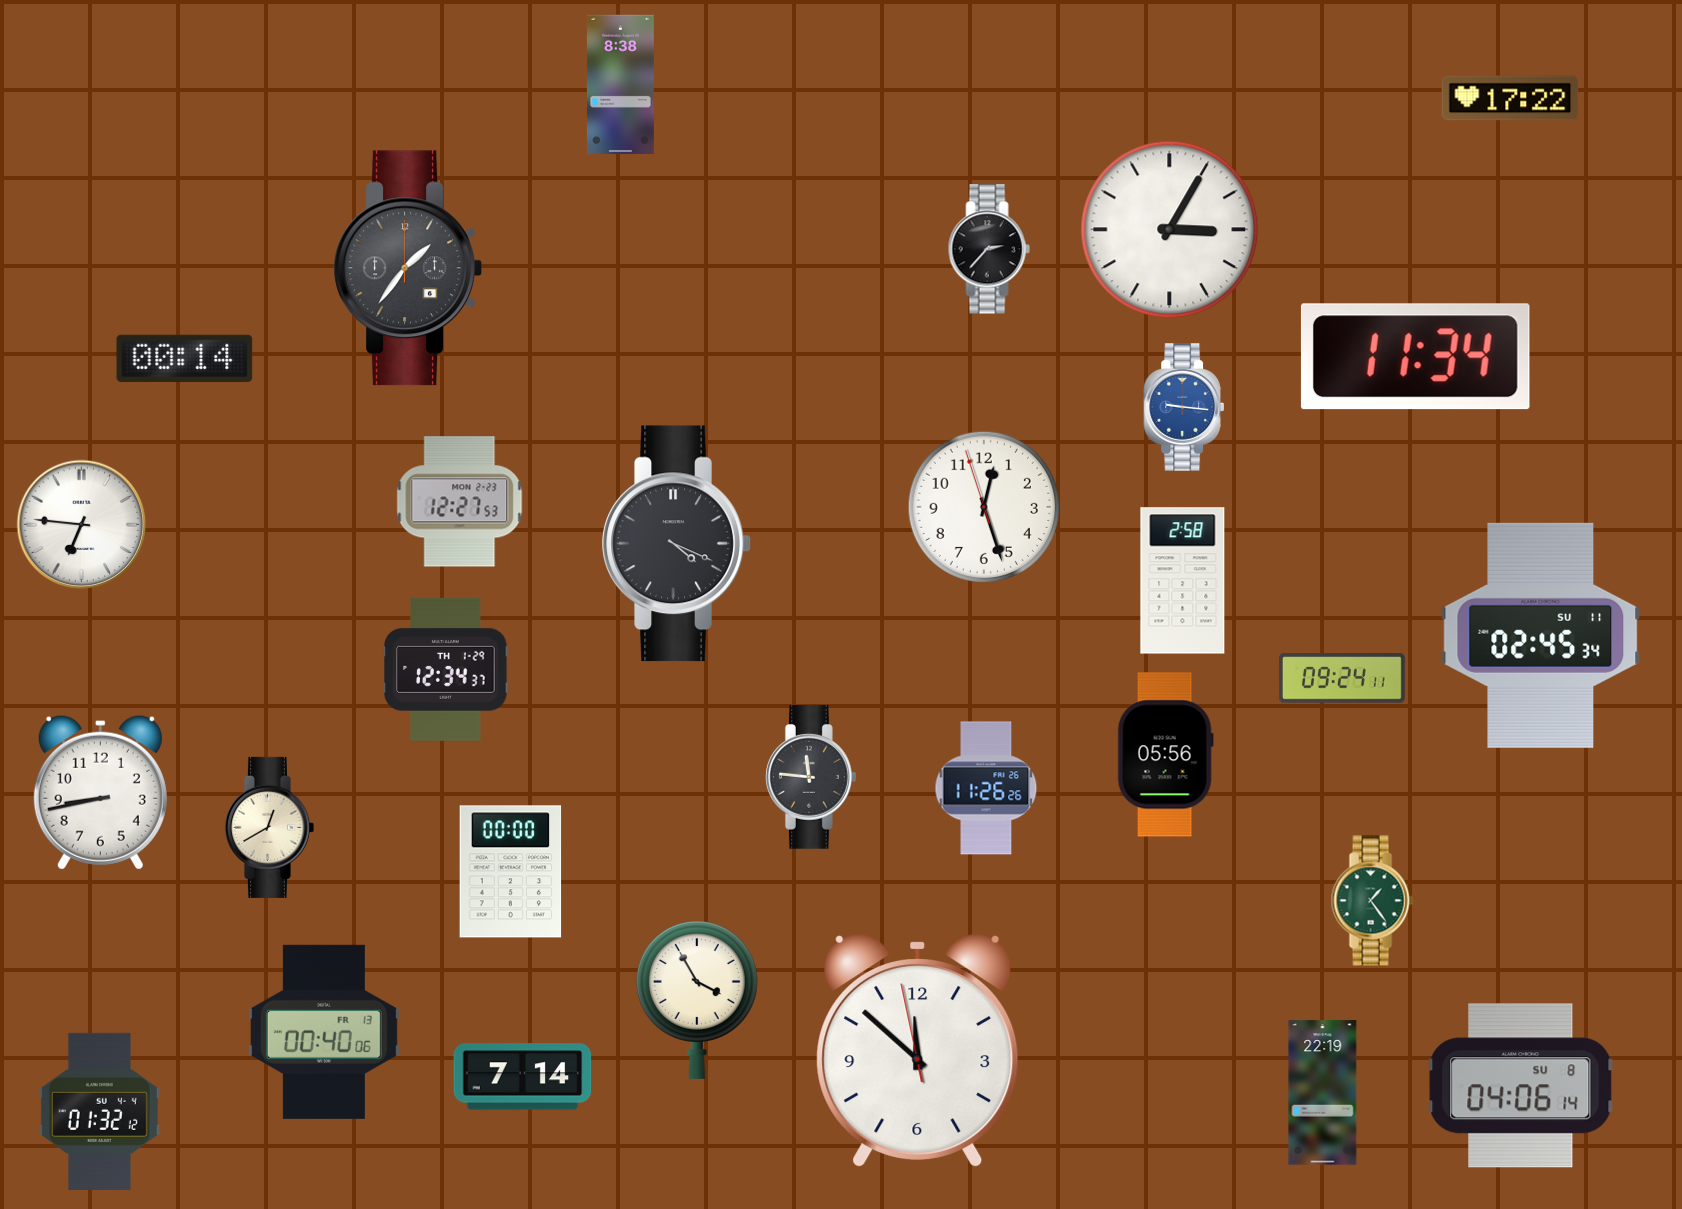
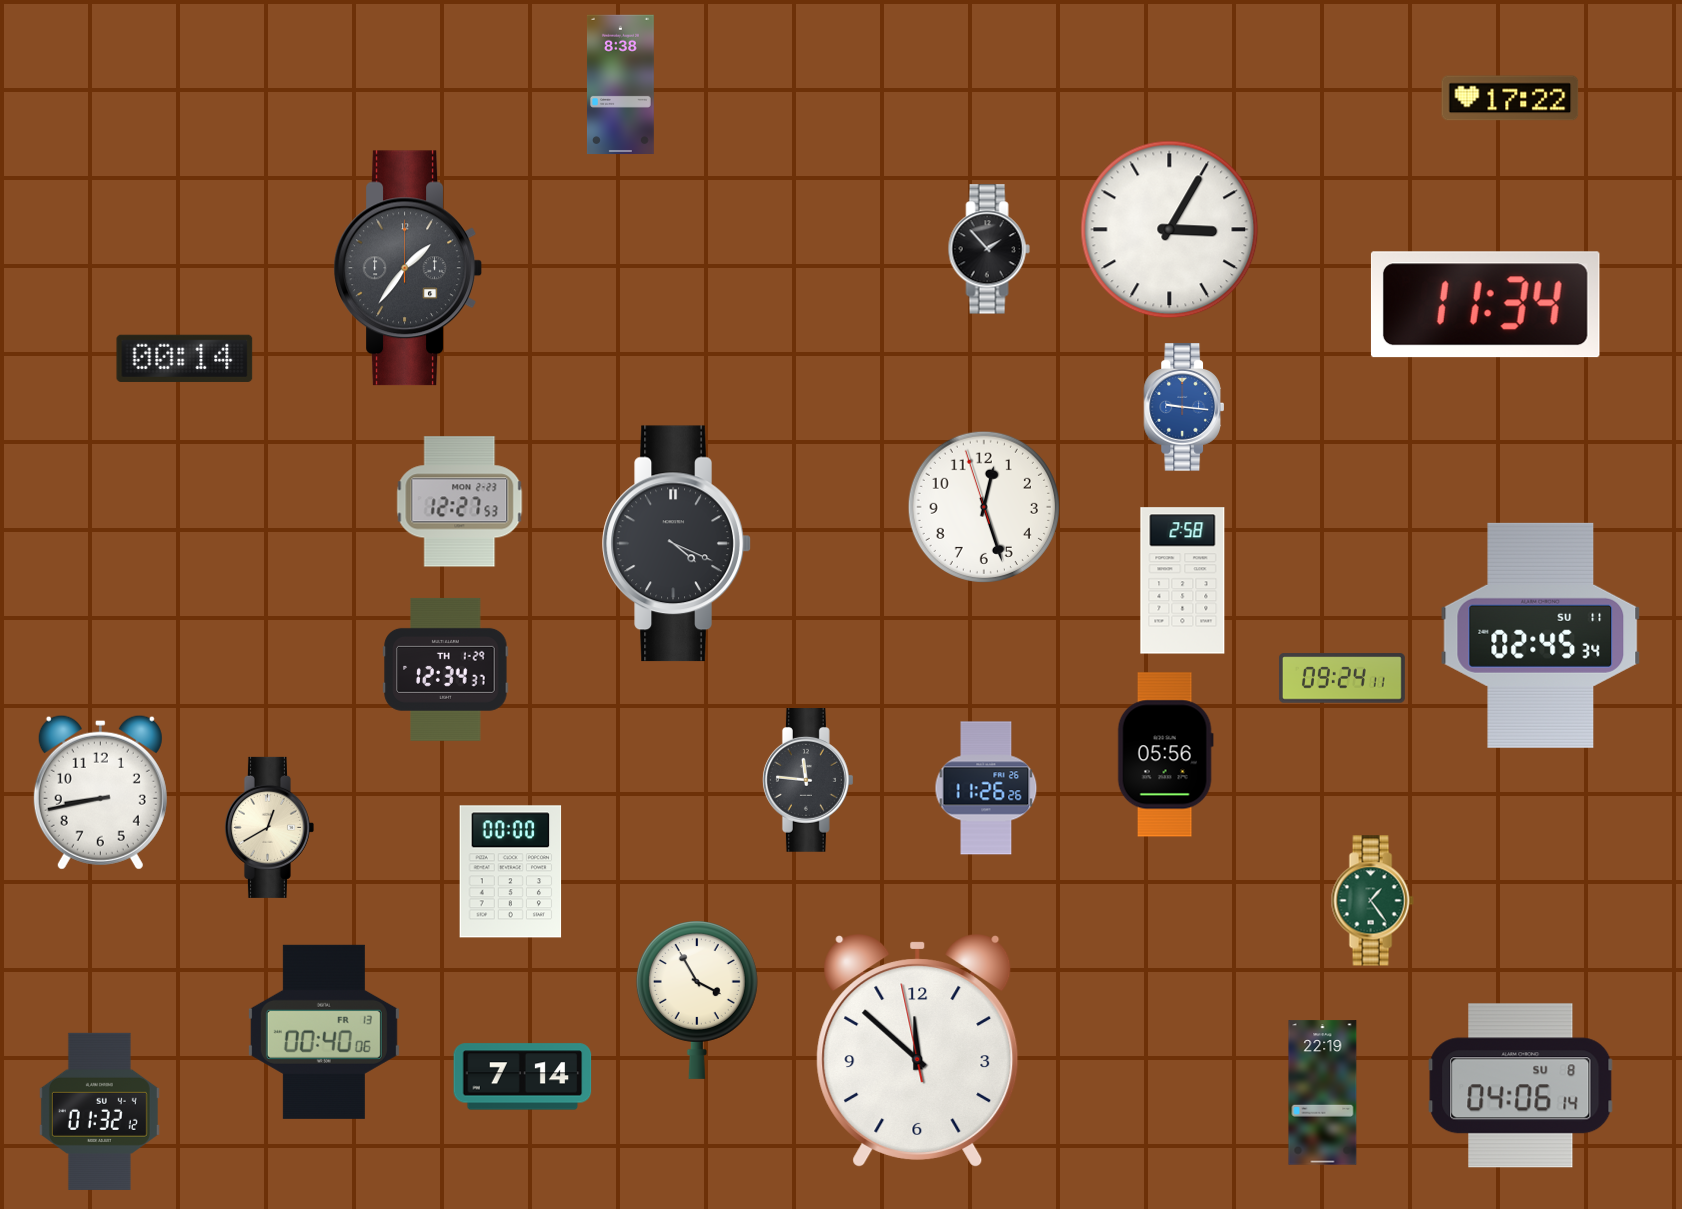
clock at (989, 249): 2:37 -> 1:53
clock at (1415, 357) position: (1415, 357) -> (1485, 305)
clock at (82, 525): 6:46 -> none
clock at (811, 778) position: (811, 778) -> (808, 781)
